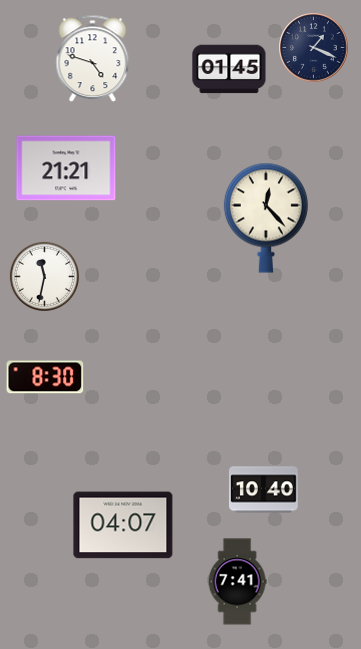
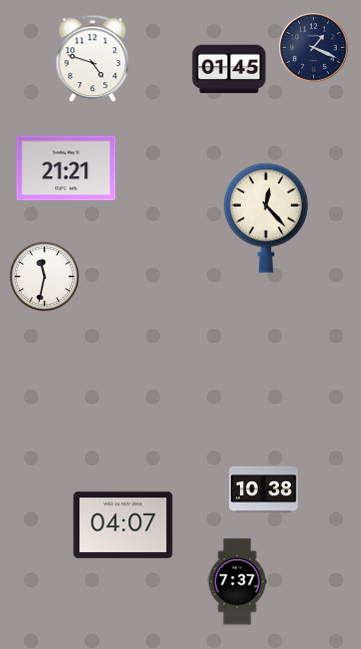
clock at (45, 377): 8:30 -> none
clock at (263, 490): 10:40 -> 10:38
clock at (237, 582): 7:41 -> 7:37
